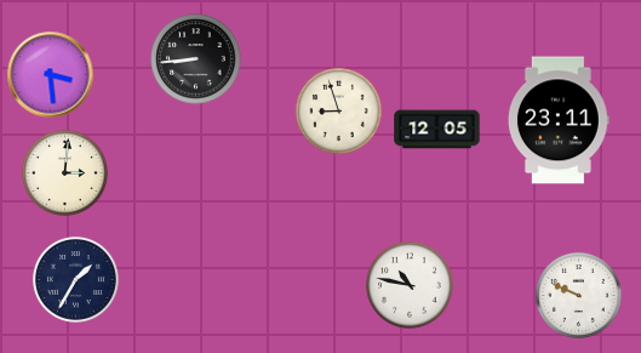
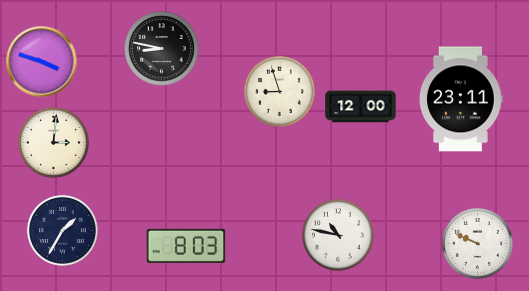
clock at (196, 59): 8:44 -> 8:47
clock at (51, 75): 3:29 -> 3:48
clock at (437, 130): 12:05 -> 12:00
clock at (186, 246): none -> 8:03
